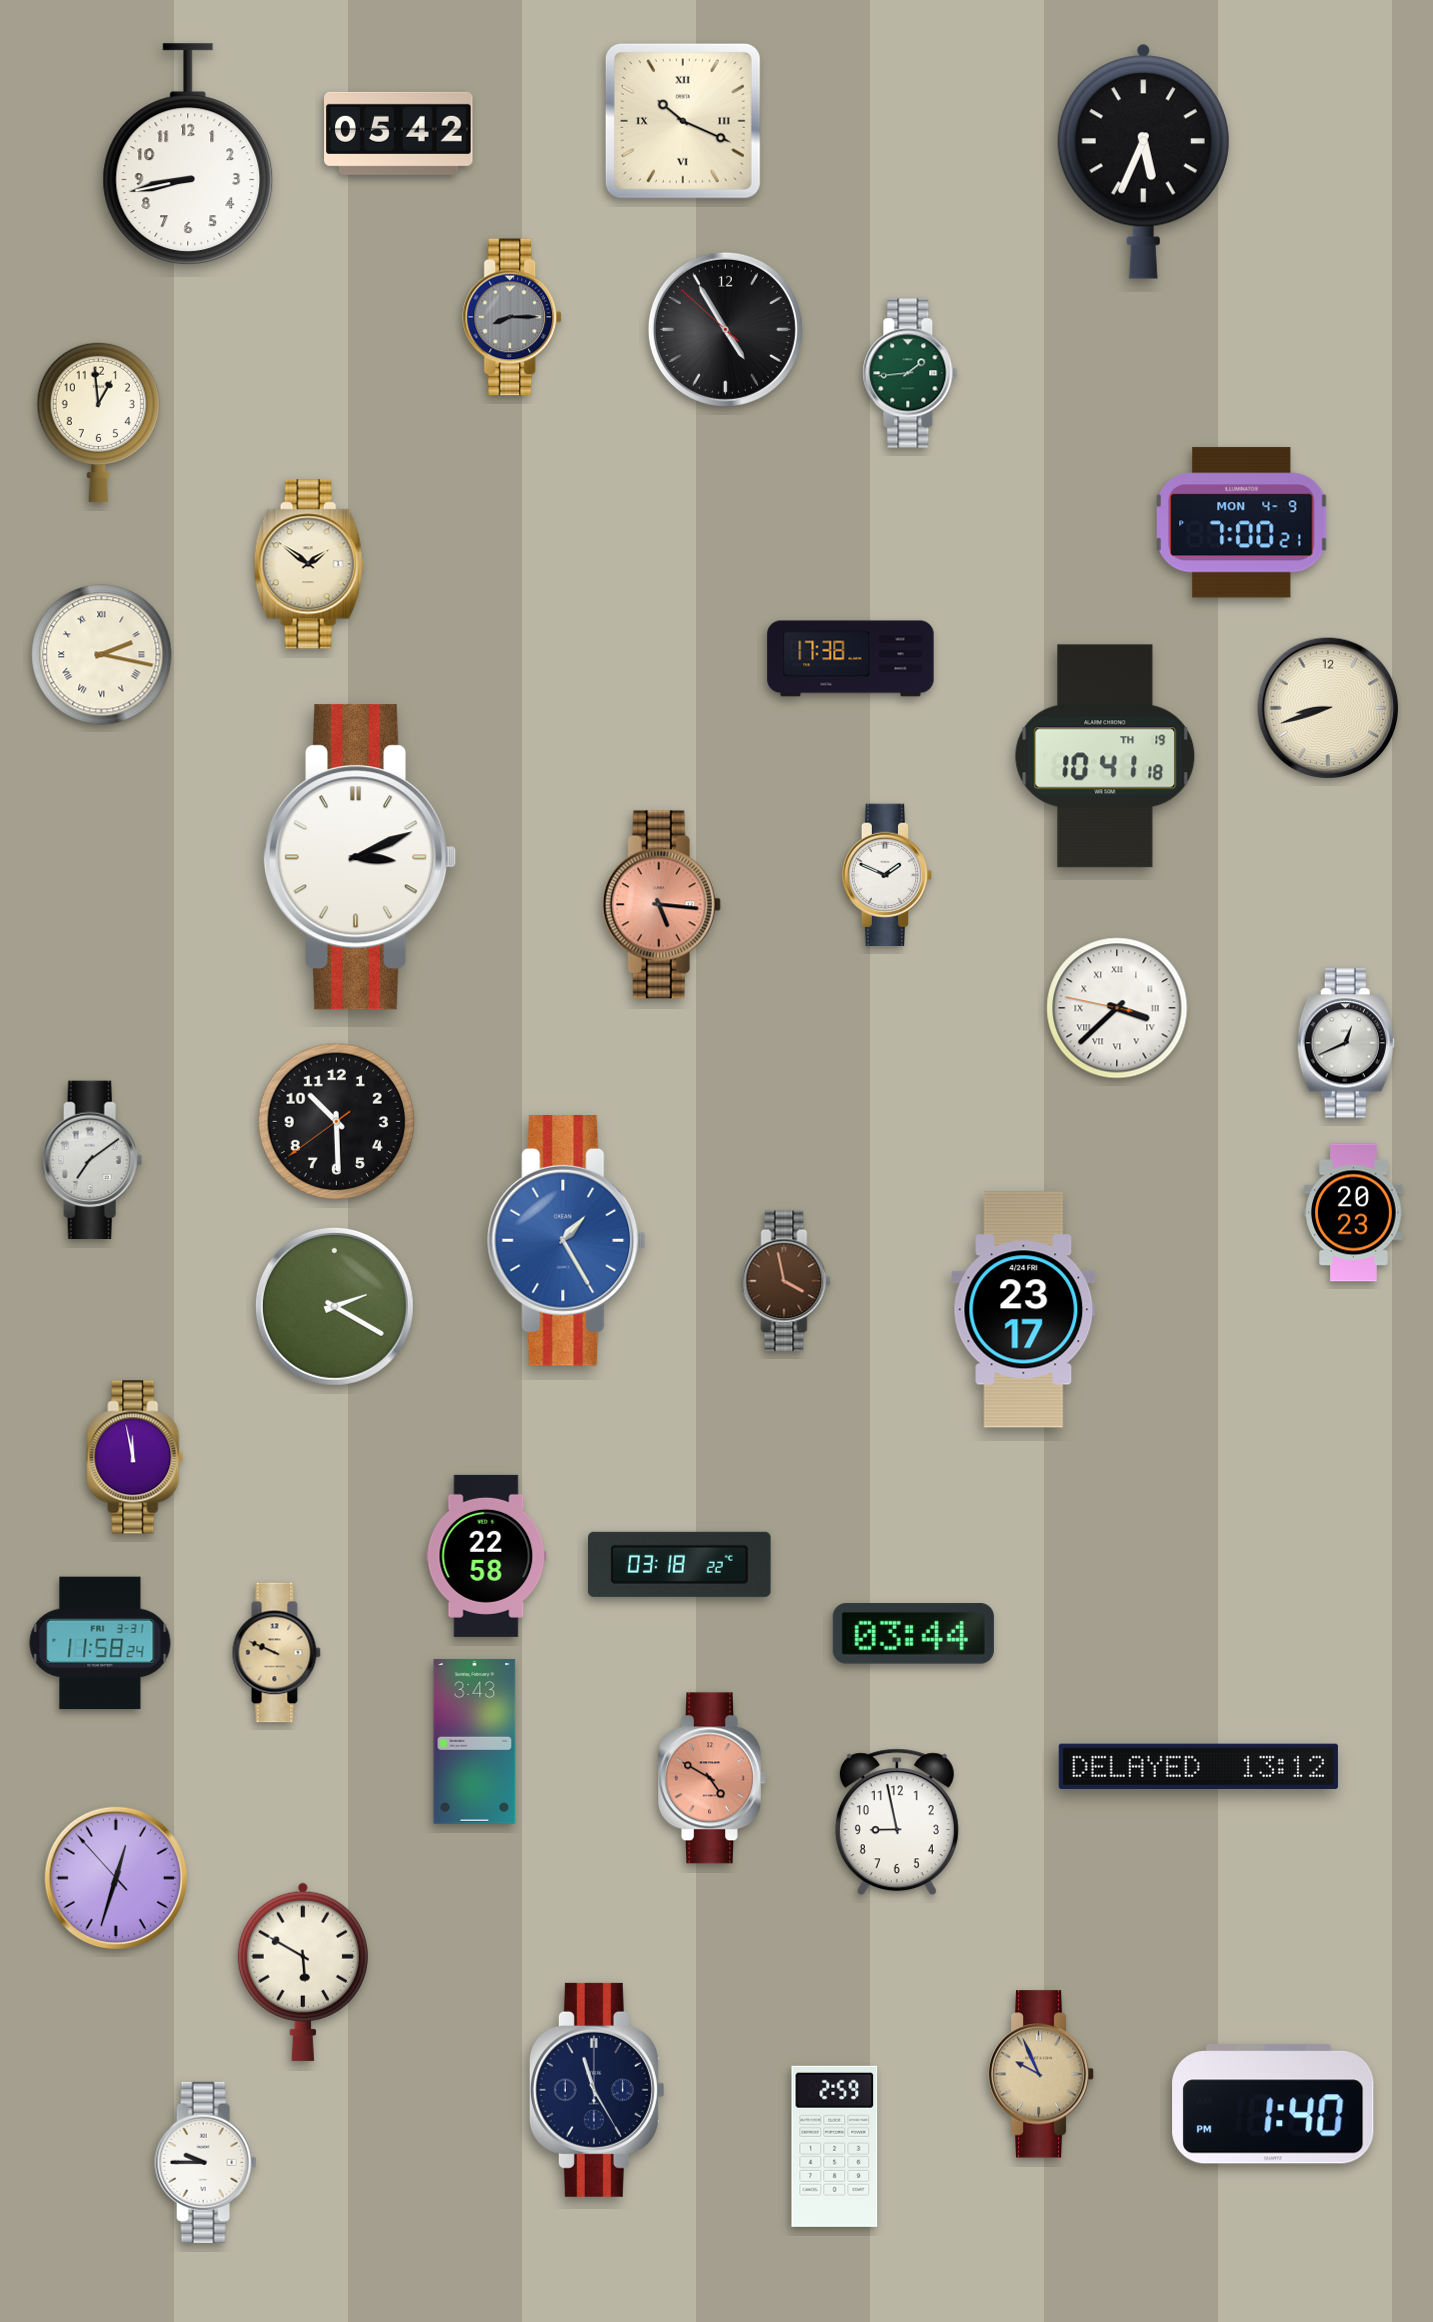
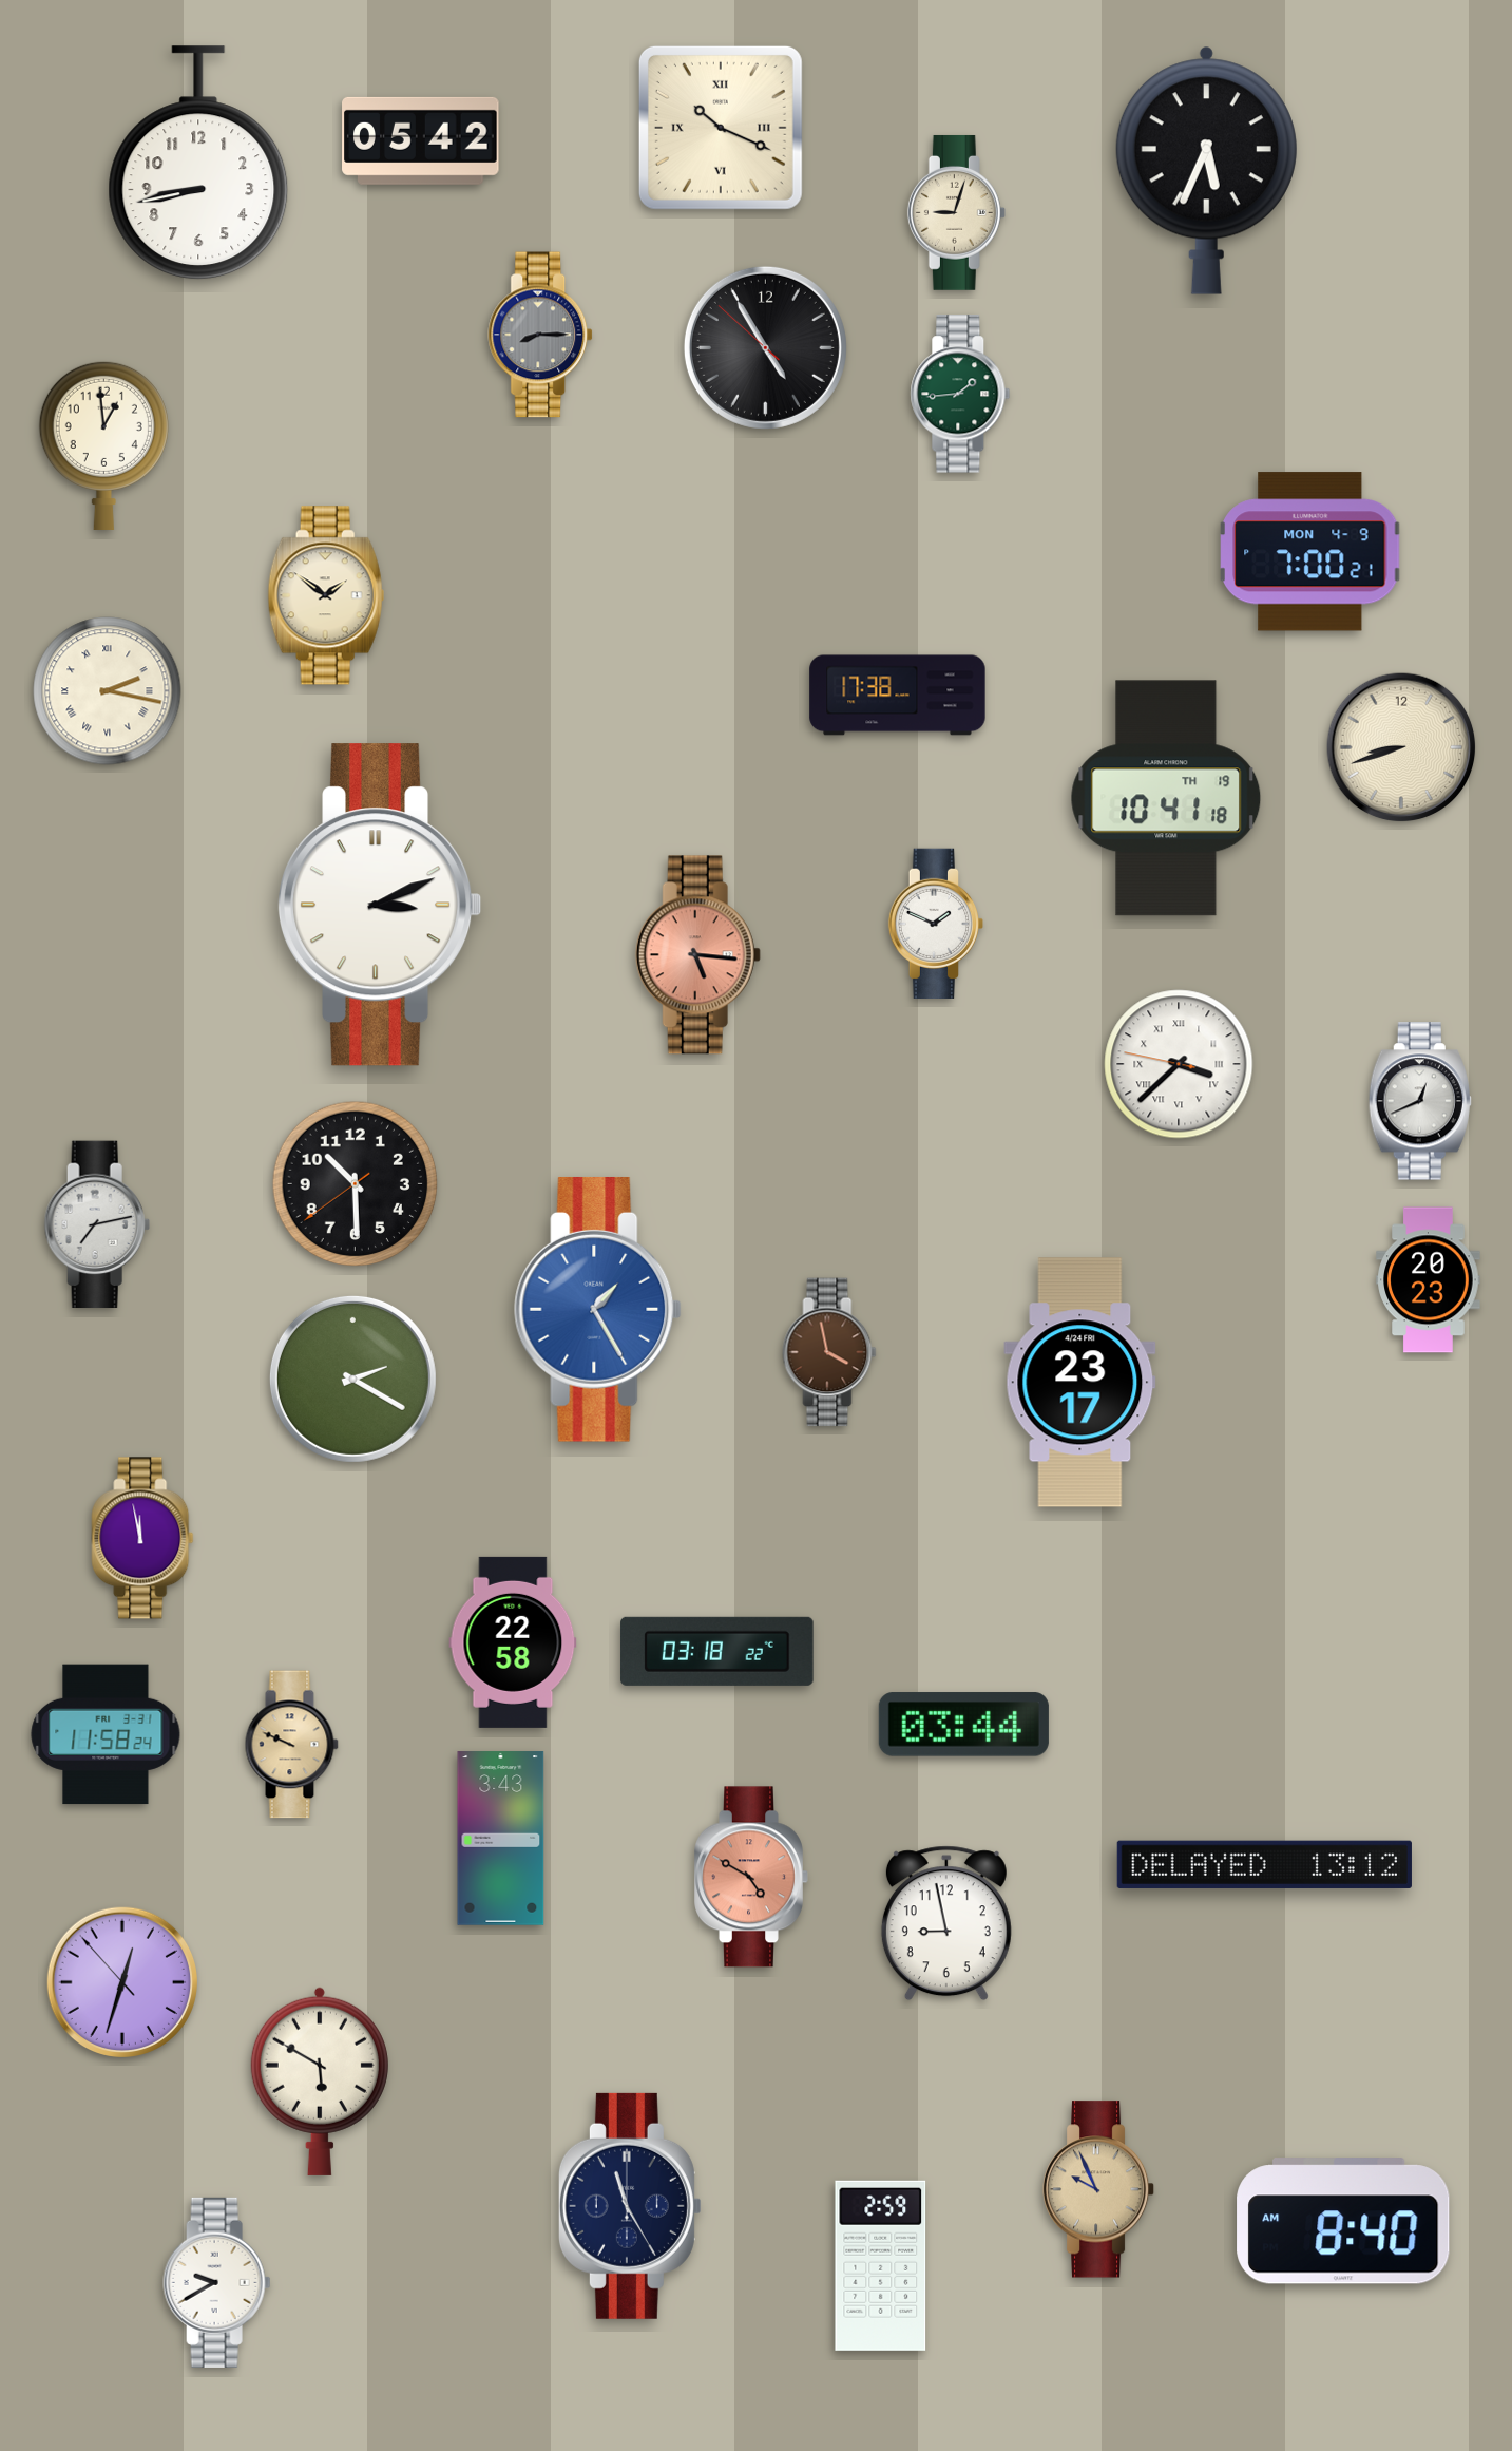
clock at (956, 212): none -> 9:03
clock at (92, 1160): 7:09 -> 7:13
clock at (1273, 2104): 1:40 -> 8:40
clock at (206, 2162): 9:45 -> 9:40
